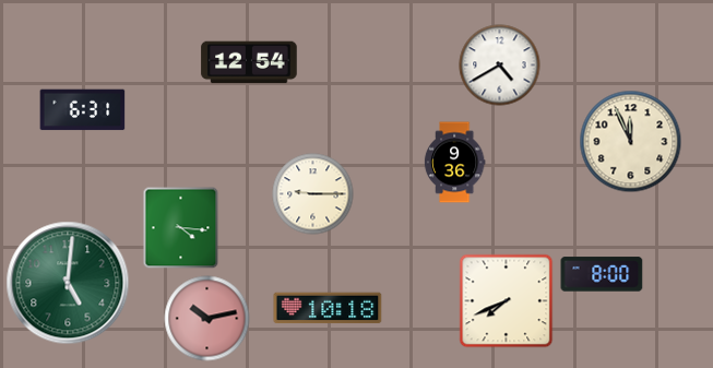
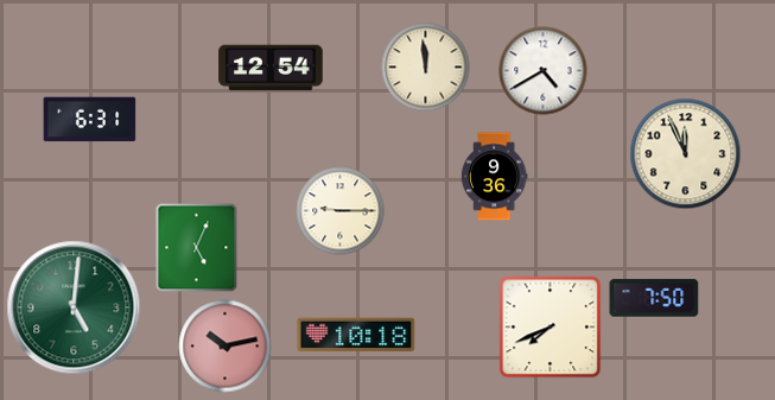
clock at (426, 68): none -> 11:59
clock at (181, 228): 4:16 -> 5:04
clock at (602, 274): 8:00 -> 7:50
